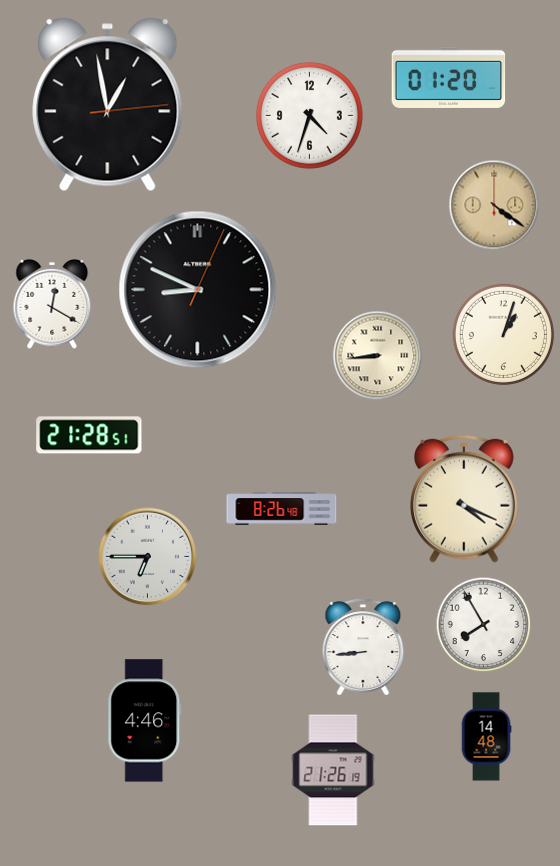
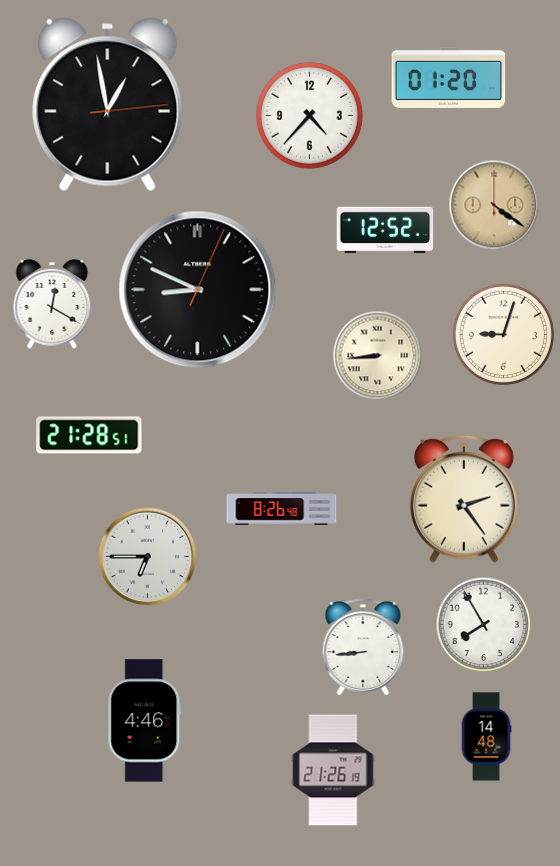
clock at (309, 115): 4:33 -> 4:37
clock at (385, 230): none -> 12:52
clock at (503, 334): 1:03 -> 9:03
clock at (464, 499): 4:19 -> 2:24
